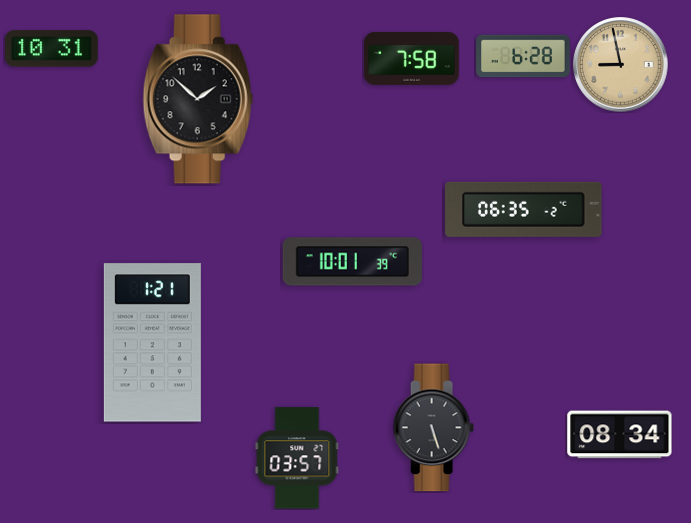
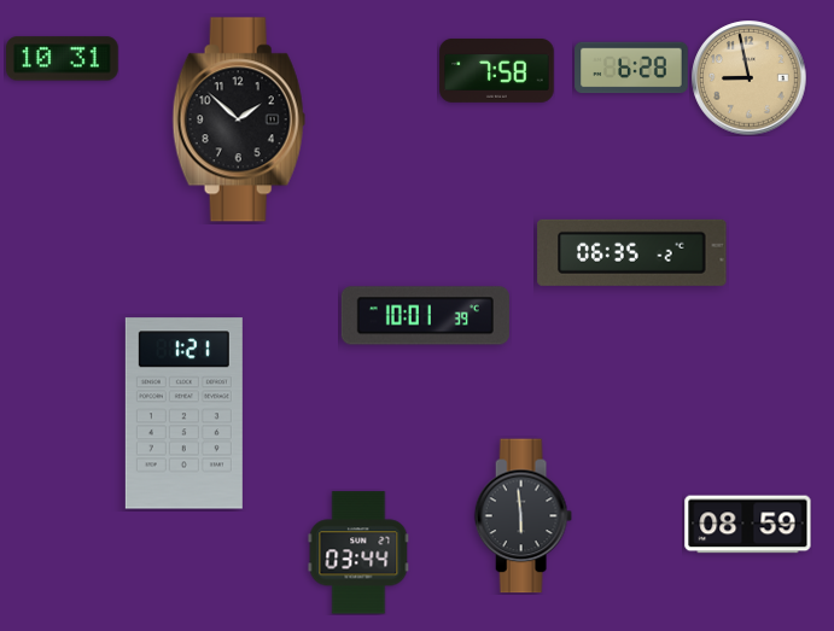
clock at (433, 428): 5:27 -> 5:59
clock at (620, 435): 08:34 -> 08:59
clock at (297, 458): 03:57 -> 03:44
